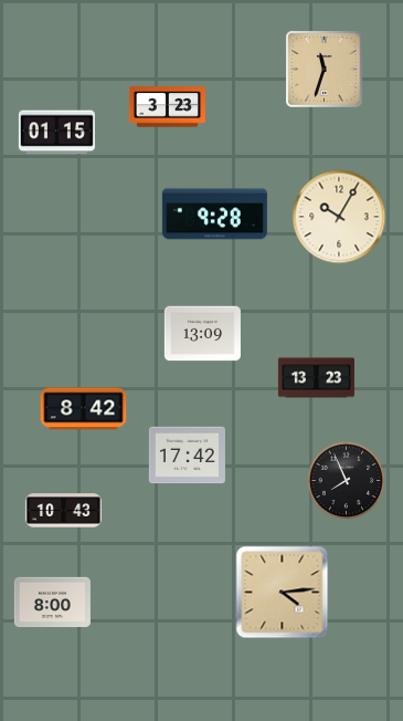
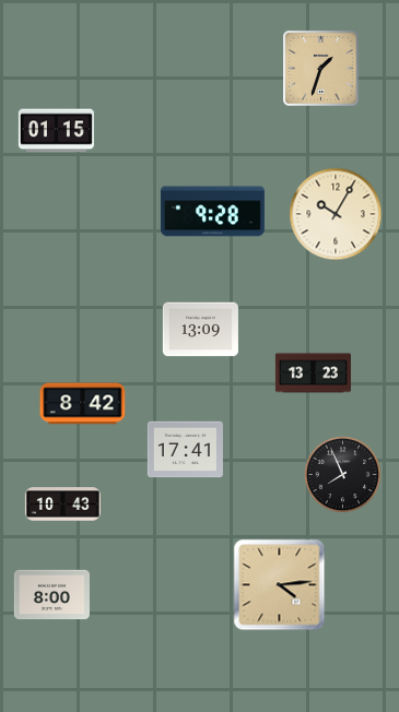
clock at (325, 70): 11:33 -> 1:33
clock at (167, 107): 3:23 -> none
clock at (187, 456): 17:42 -> 17:41
